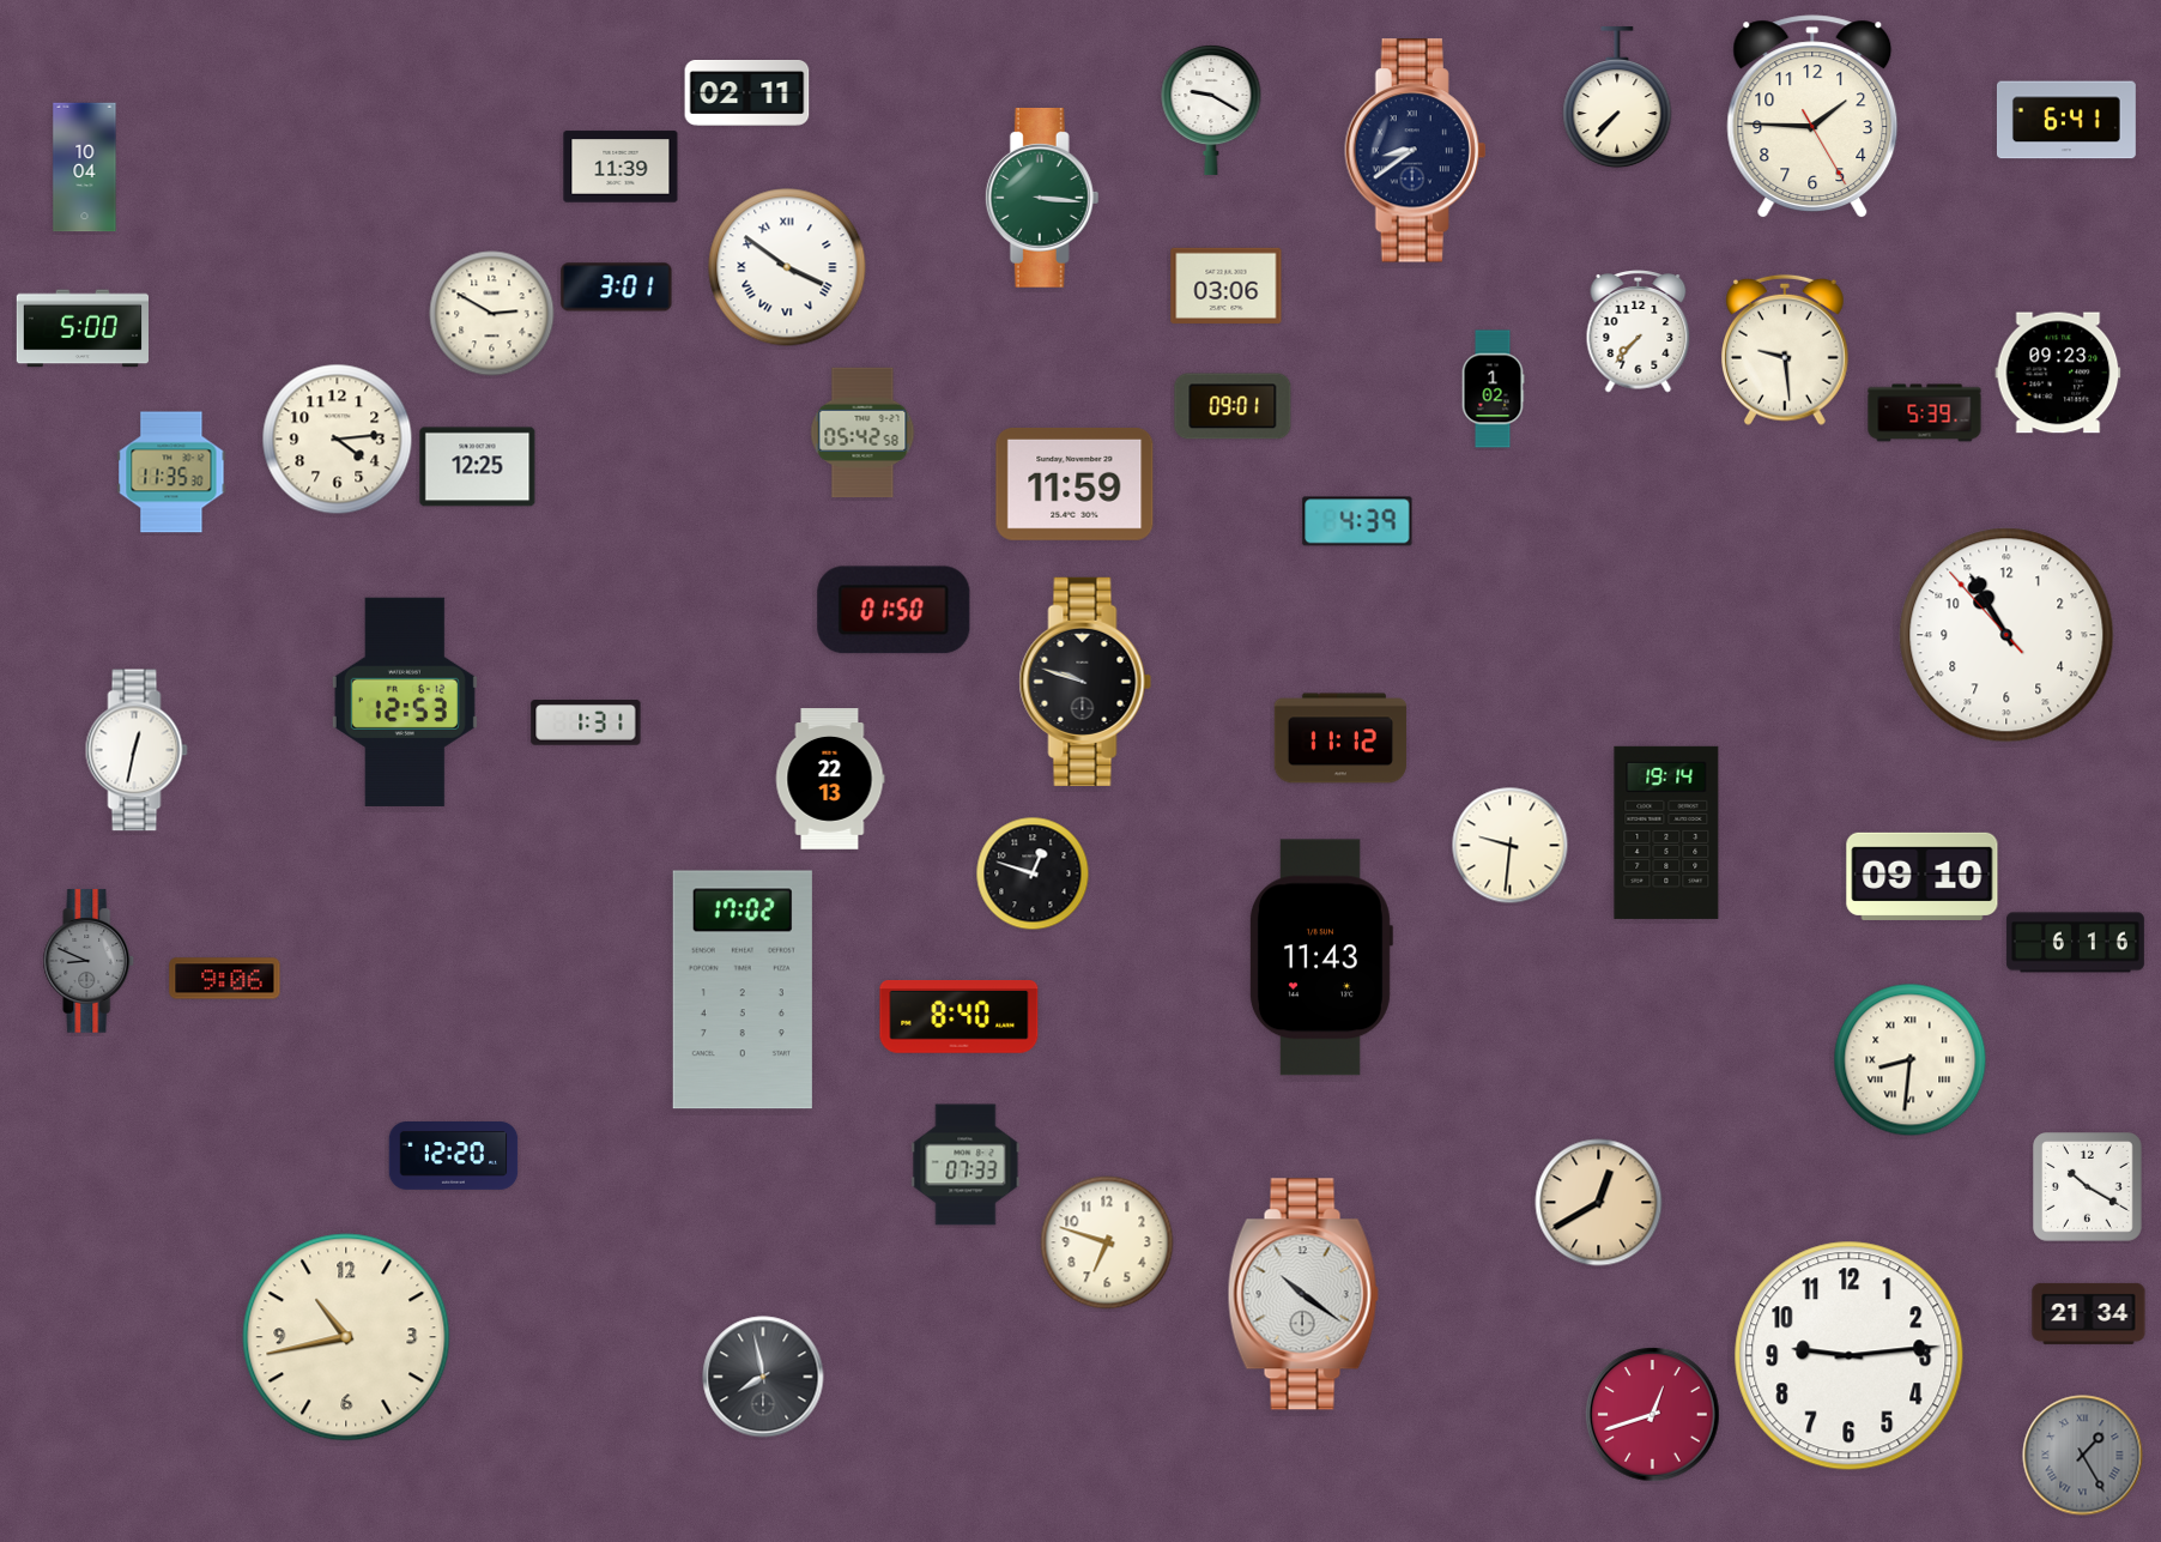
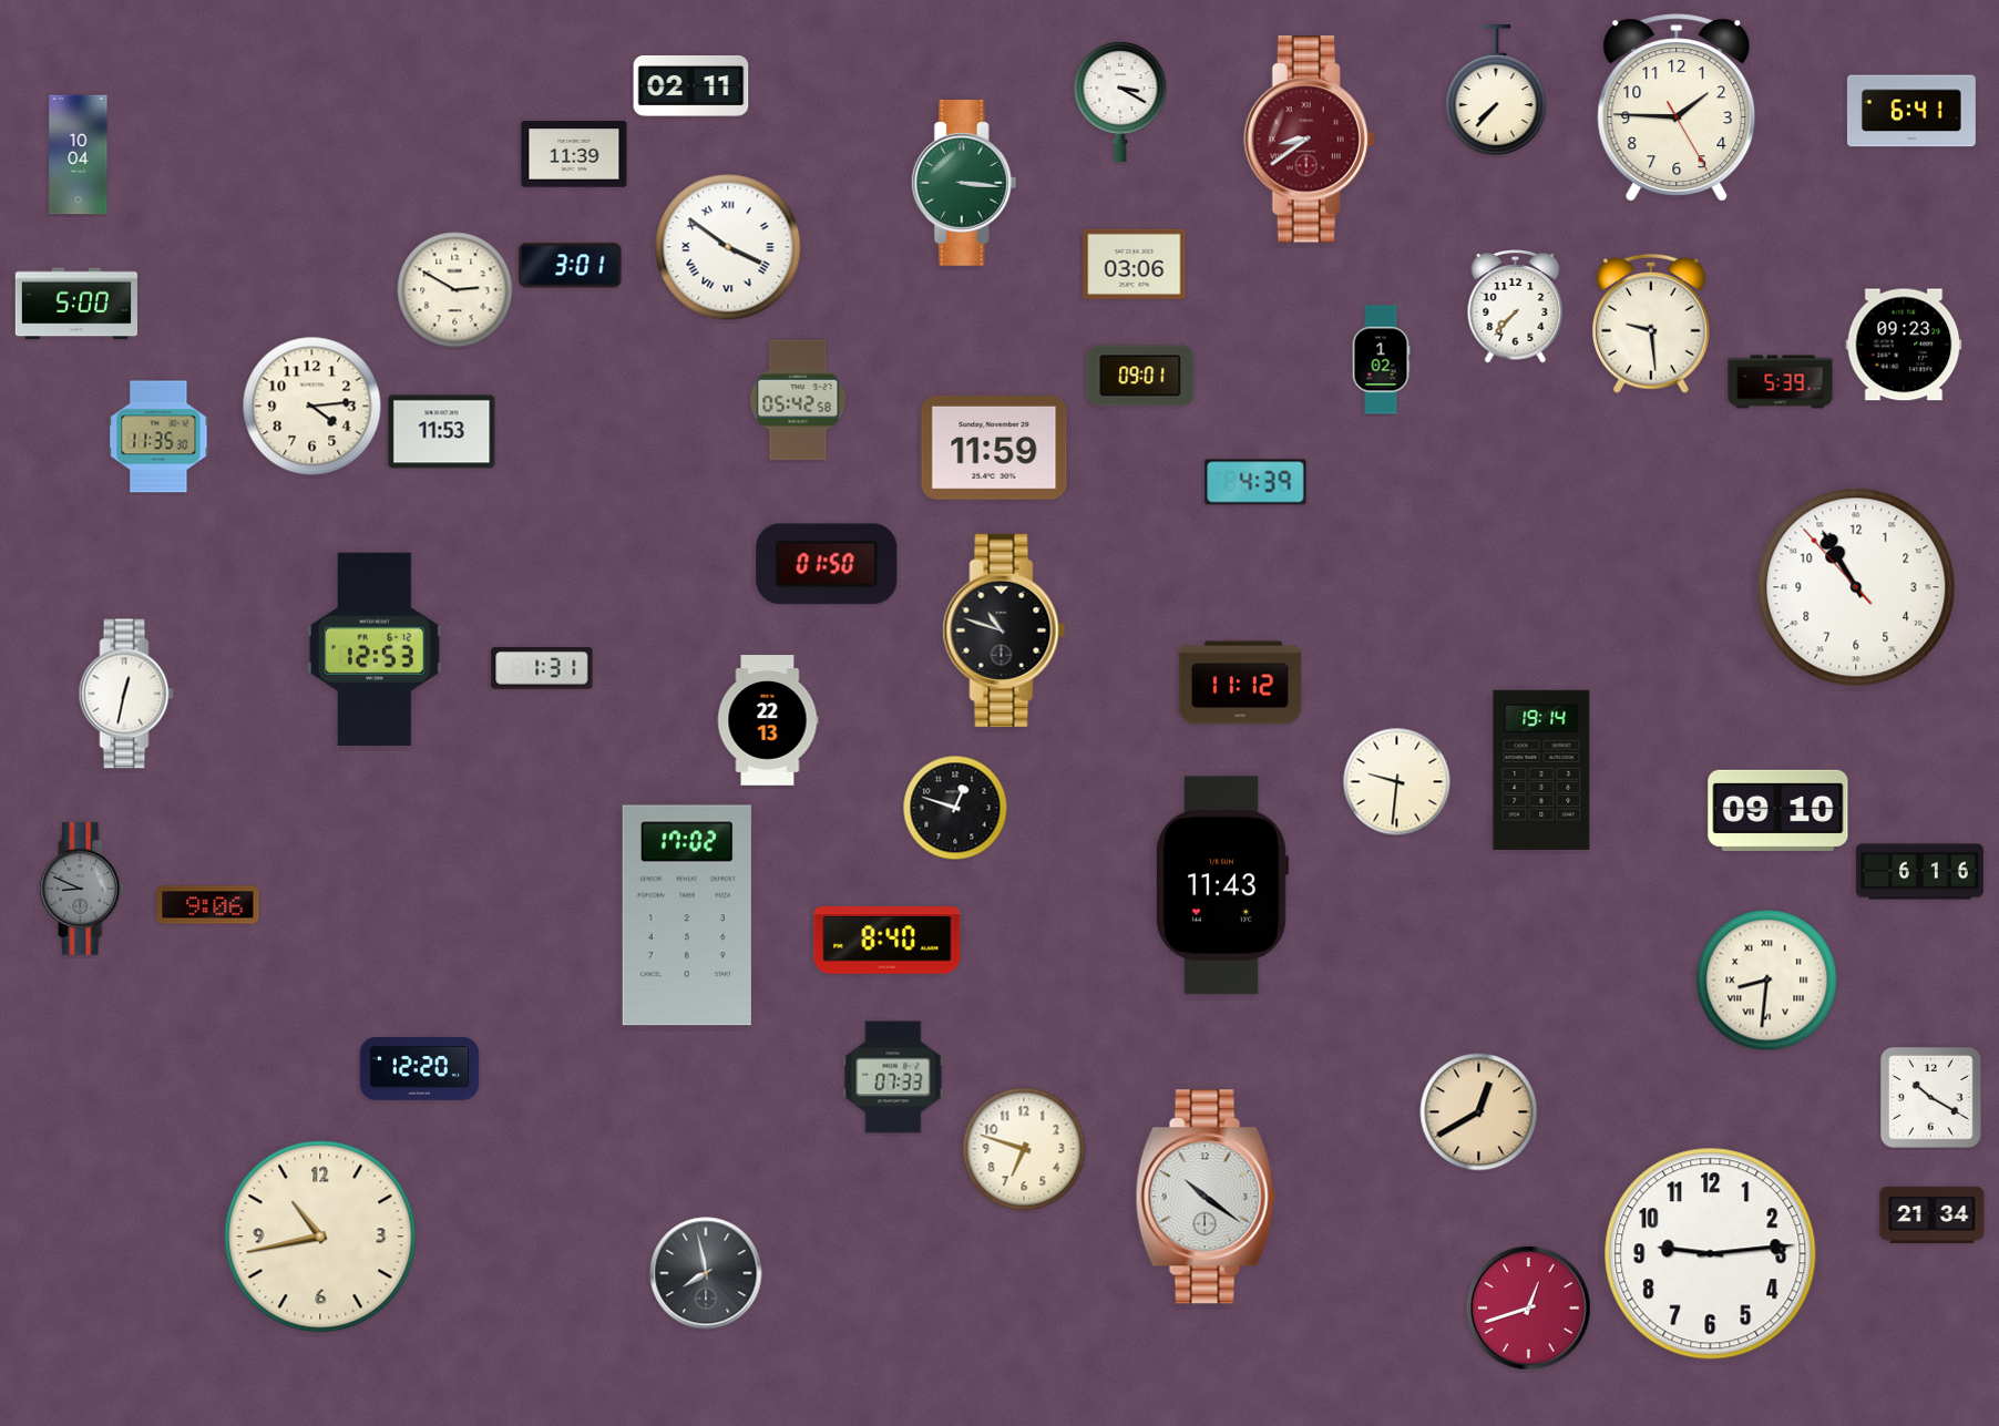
clock at (1211, 111): 9:20 -> 3:20
clock at (1416, 151) dial: navy -> burgundy
clock at (478, 467): 12:25 -> 11:53
clock at (1085, 682): 9:48 -> 10:48
clock at (2083, 1456): 1:25 -> none
